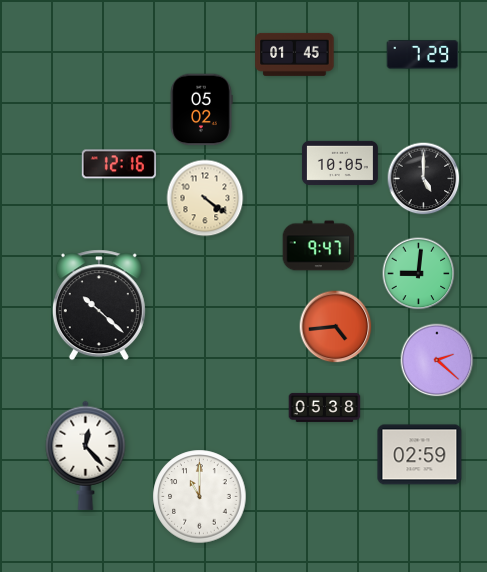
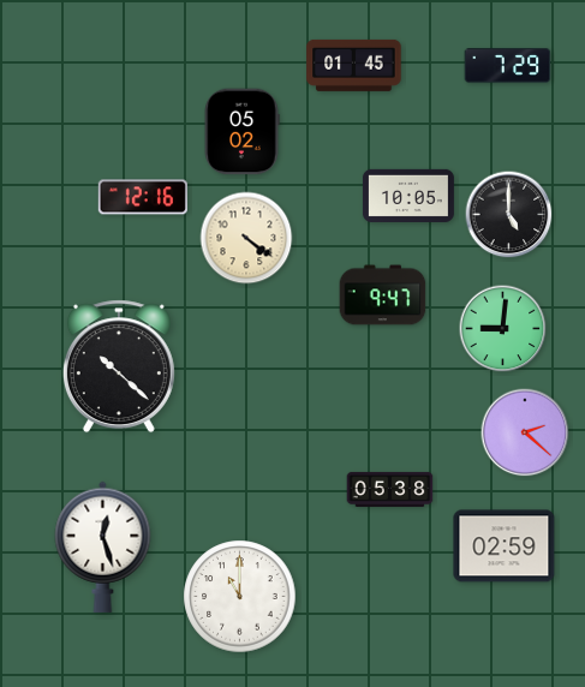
clock at (336, 327): 4:44 -> none
clock at (86, 455): 12:23 -> 12:27
